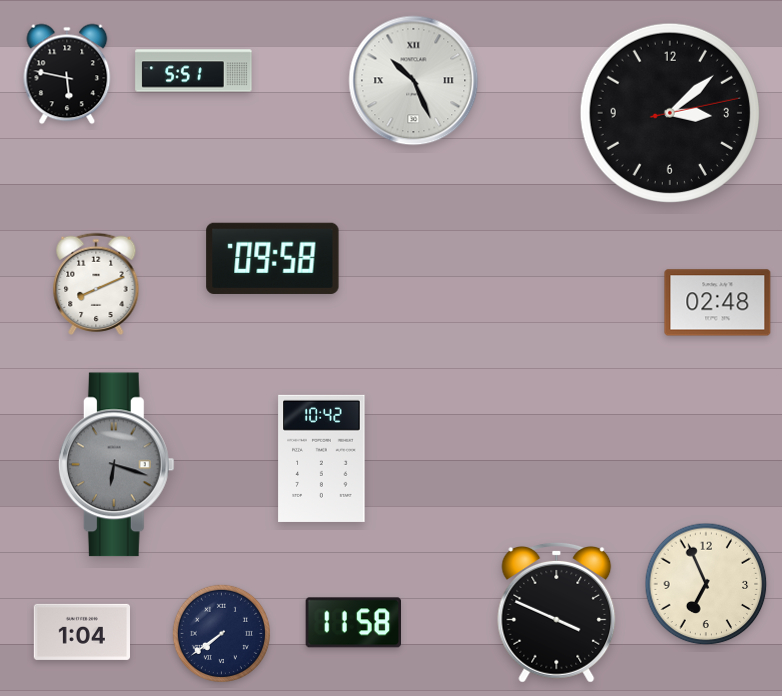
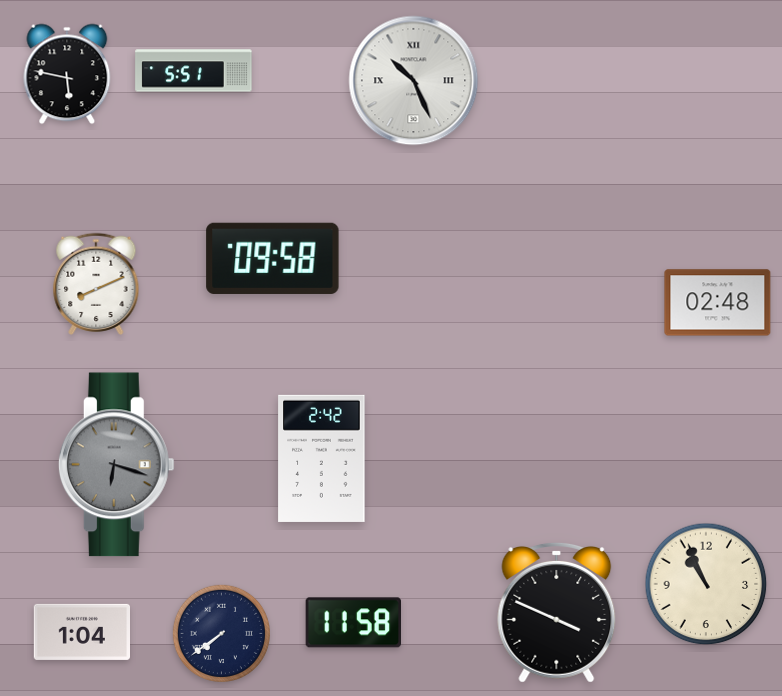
clock at (669, 112): 3:08 -> none
clock at (322, 458): 10:42 -> 2:42
clock at (706, 584): 6:56 -> 10:56
